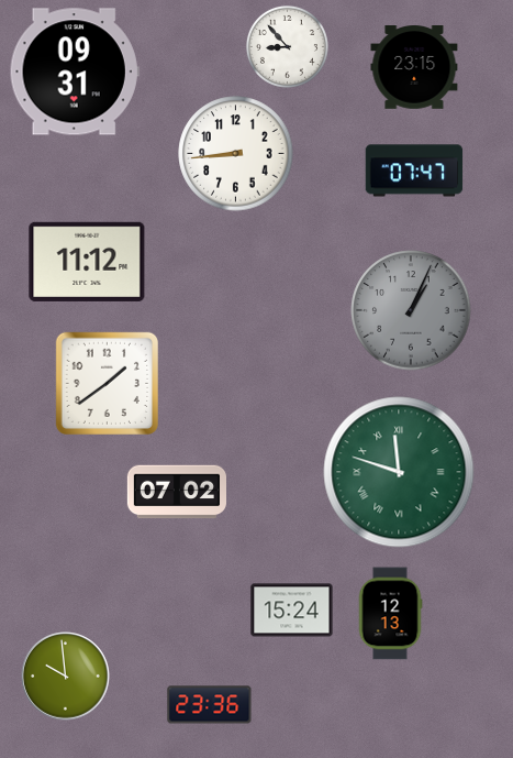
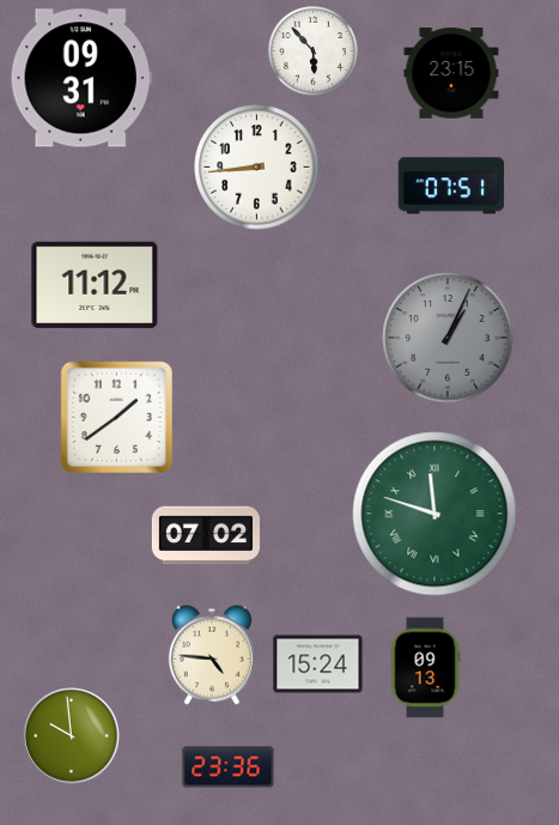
clock at (287, 46): 8:53 -> 5:53
clock at (414, 171): 07:47 -> 07:51
clock at (176, 492) position: (176, 492) -> (205, 535)
clock at (211, 655): none -> 4:46
clock at (390, 614): 12:13 -> 09:13
